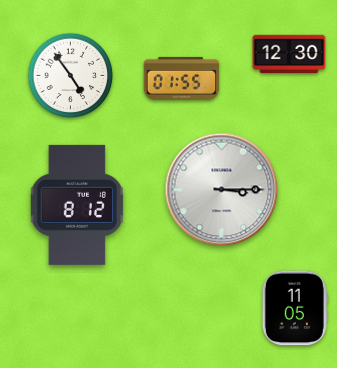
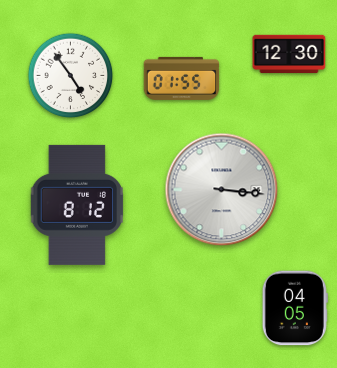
clock at (222, 190): 3:15 -> 3:16
clock at (295, 308): 11:05 -> 04:05
